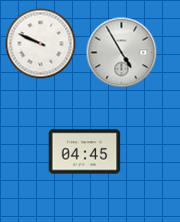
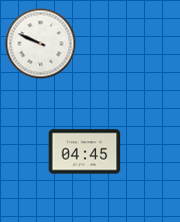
clock at (122, 53): 4:55 -> none
